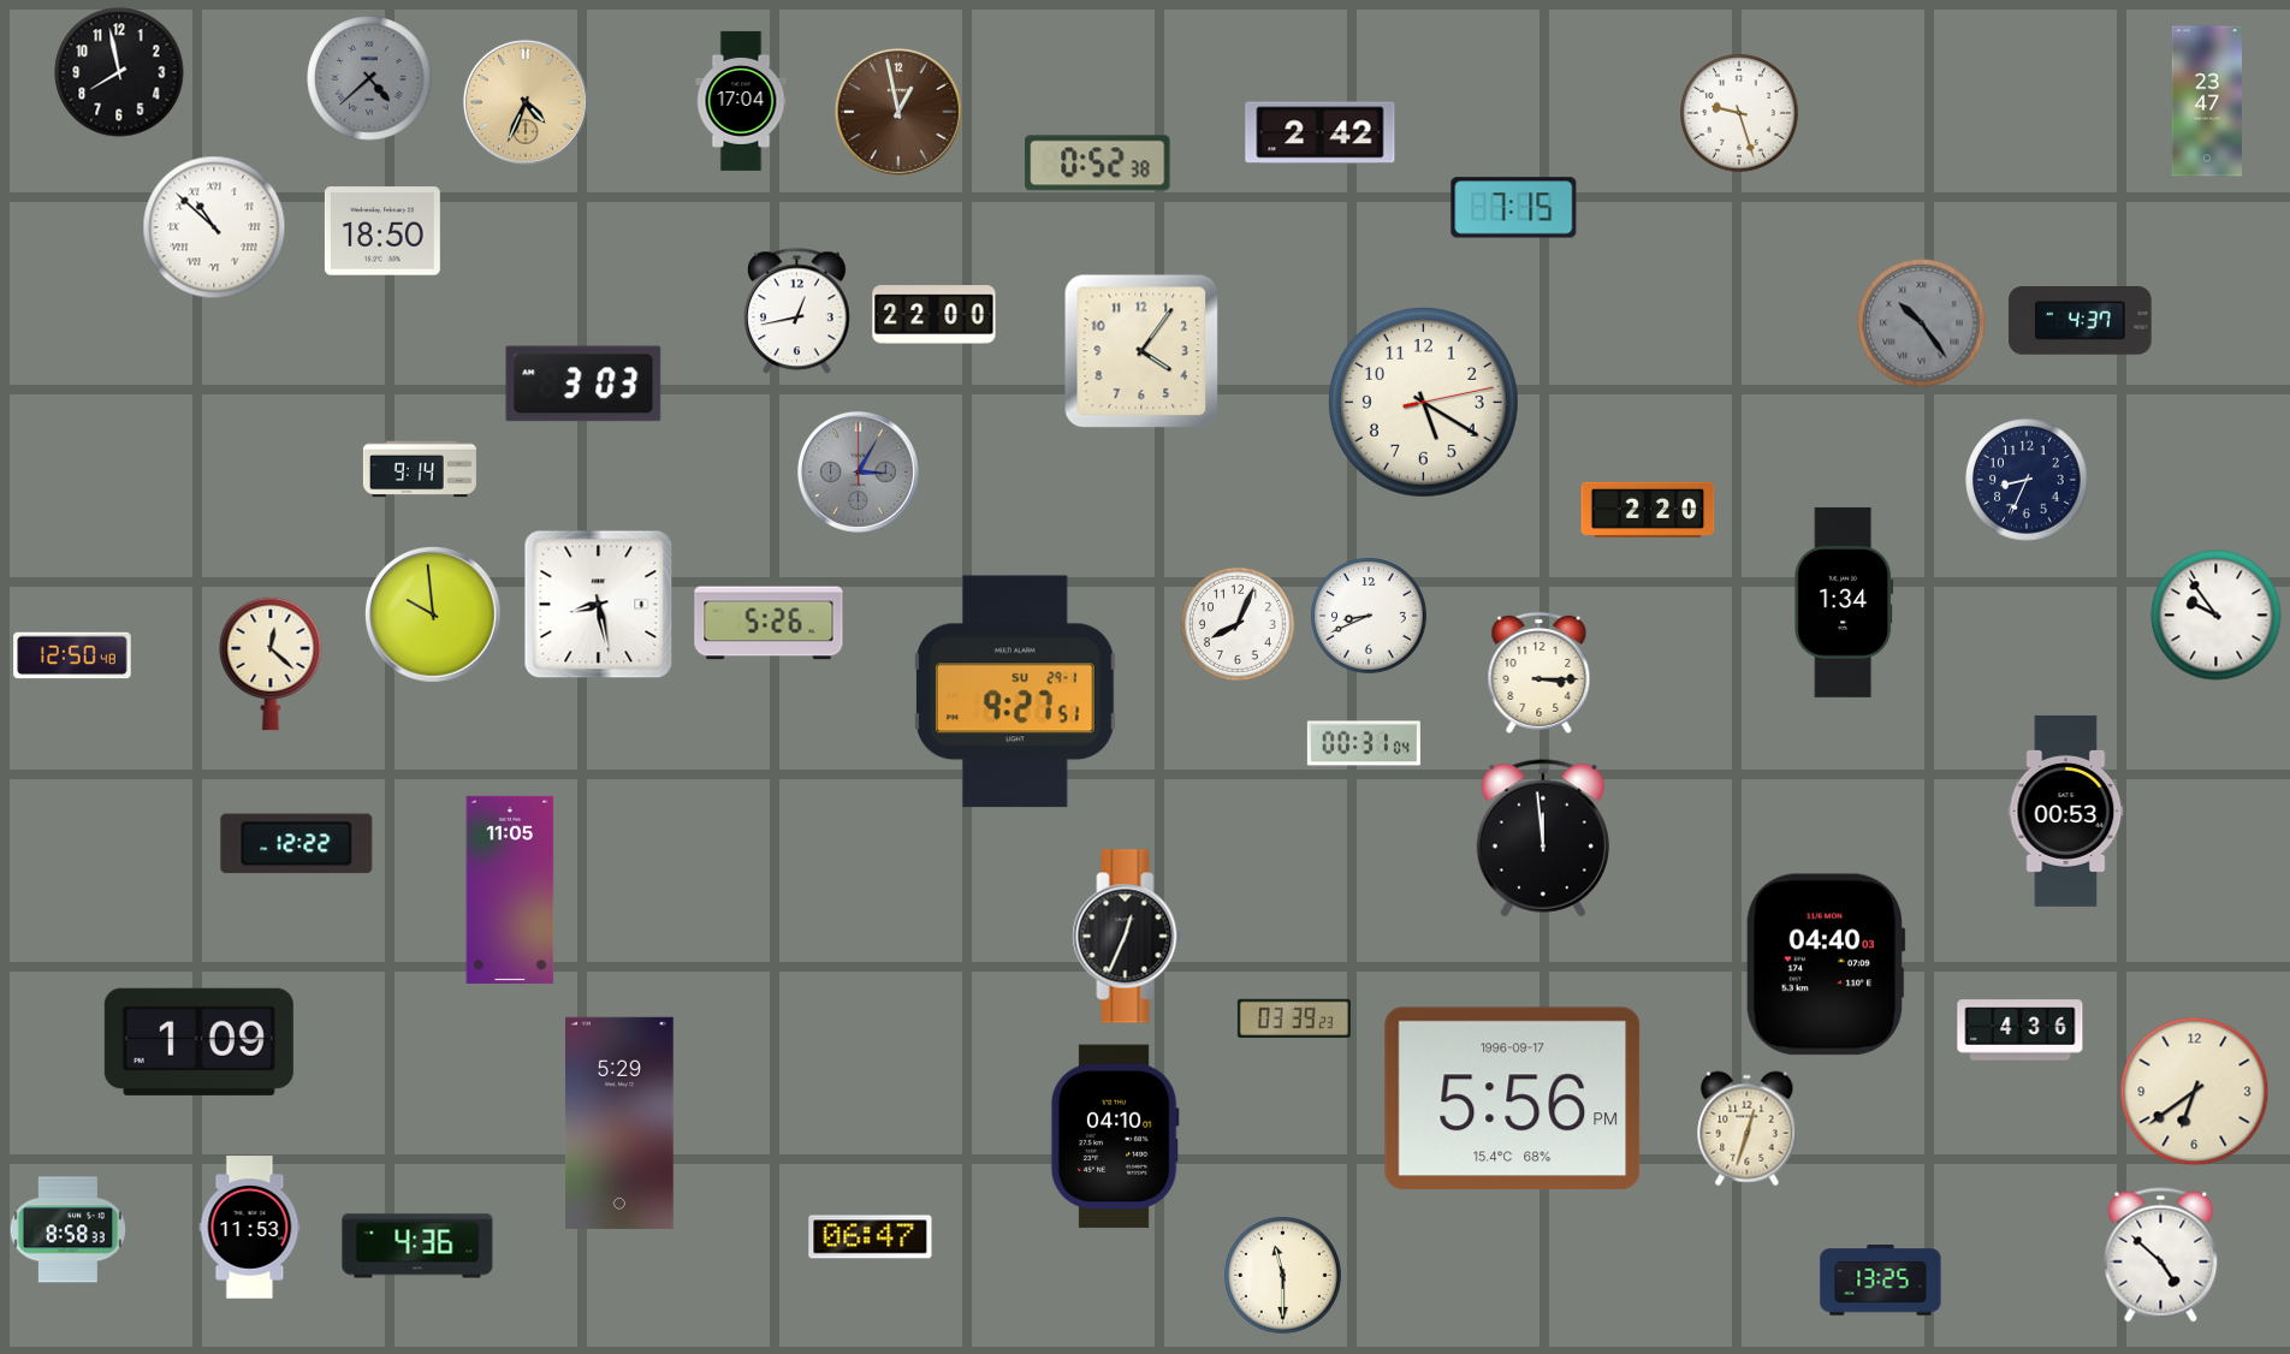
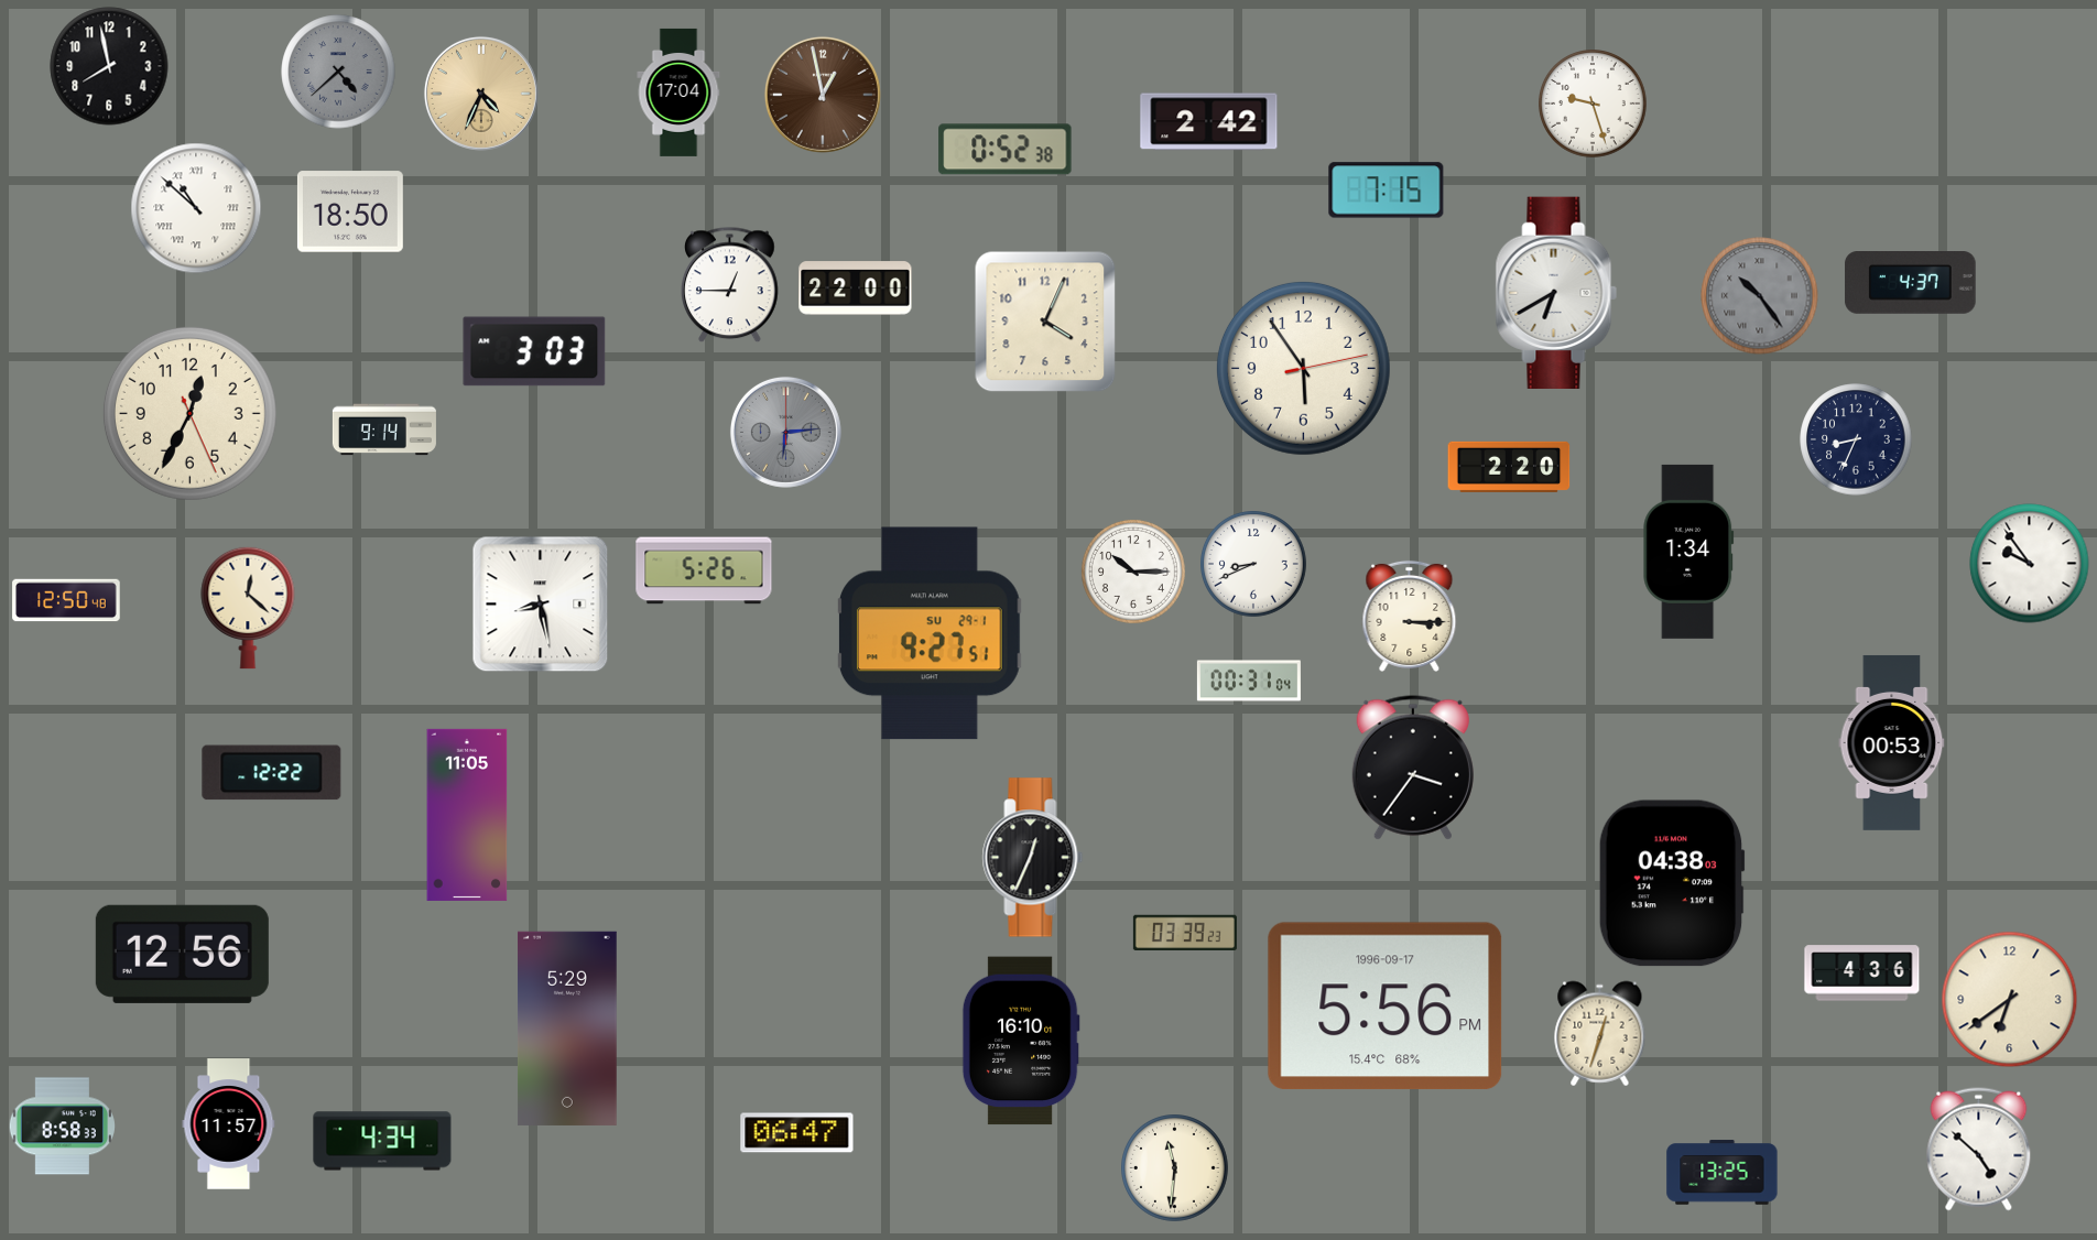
clock at (2206, 101): 23:47 -> none
clock at (898, 112) position: (898, 112) -> (823, 95)
clock at (797, 311): 12:43 -> 12:45
clock at (1556, 292): none -> 6:40
clock at (2081, 321) position: (2081, 321) -> (1911, 283)
clock at (1141, 351): 4:06 -> 4:04
clock at (1423, 402): 5:20 -> 5:54
clock at (189, 413): none -> 12:34
clock at (858, 471): 3:05 -> 6:14
clock at (599, 605) position: (599, 605) -> (541, 605)
clock at (433, 614): 9:59 -> none
clock at (1238, 624): 8:04 -> 10:15
clock at (1543, 838): 11:59 -> 3:36
clock at (1826, 964): 04:40 -> 04:38
clock at (2021, 1031) position: (2021, 1031) -> (1862, 973)
clock at (198, 1041): 1:09 -> 12:56
clock at (1115, 1136): 04:10 -> 16:10
clock at (250, 1228): 11:53 -> 11:57
clock at (417, 1246): 4:36 -> 4:34
clock at (1283, 1276): 11:30 -> 11:31
